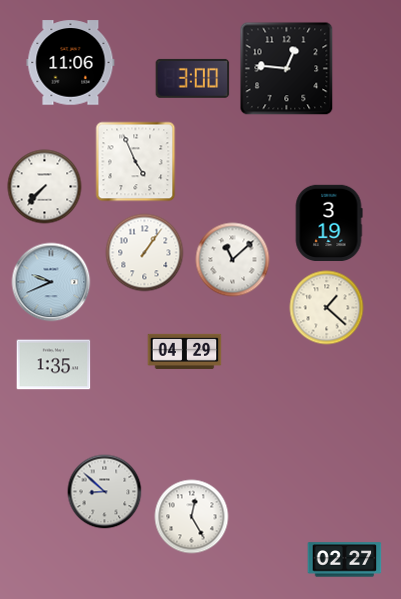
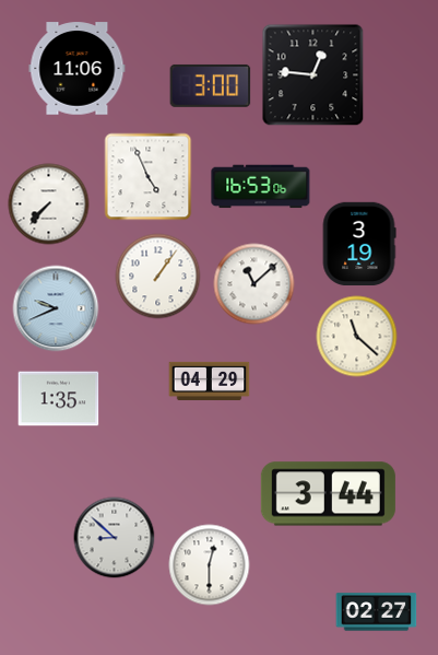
clock at (261, 187): none -> 16:53
clock at (327, 308): 1:22 -> 11:22
clock at (185, 351) position: (185, 351) -> (210, 381)
clock at (328, 494): none -> 3:44
clock at (192, 517): 12:25 -> 12:30
